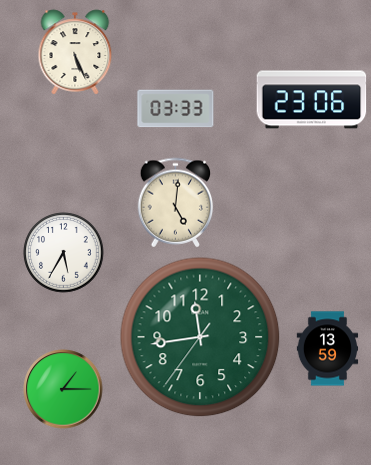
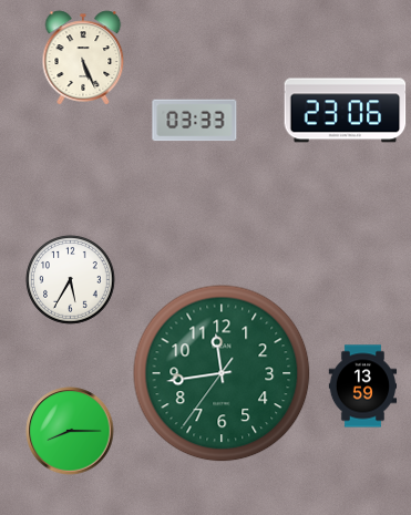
clock at (176, 203): 5:01 -> none
clock at (63, 389): 1:15 -> 8:15
